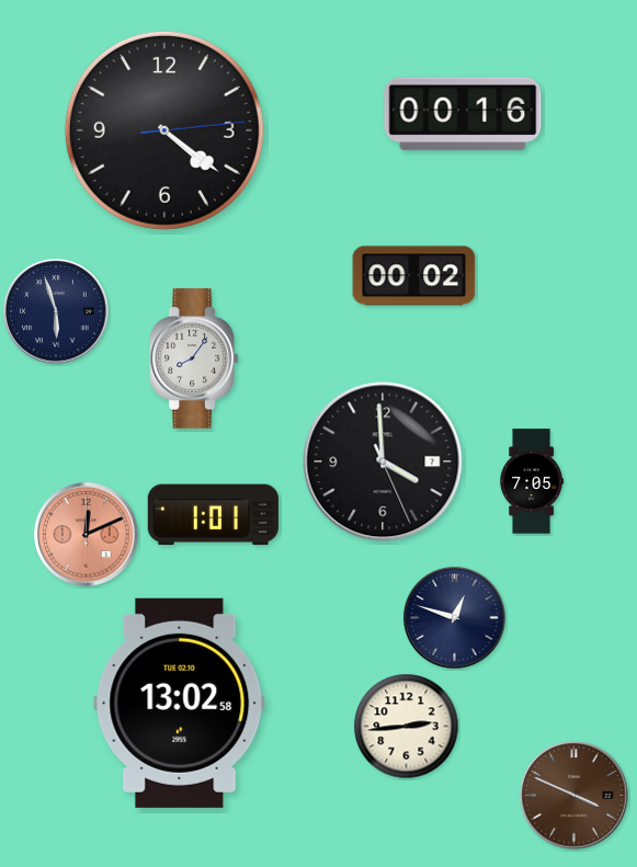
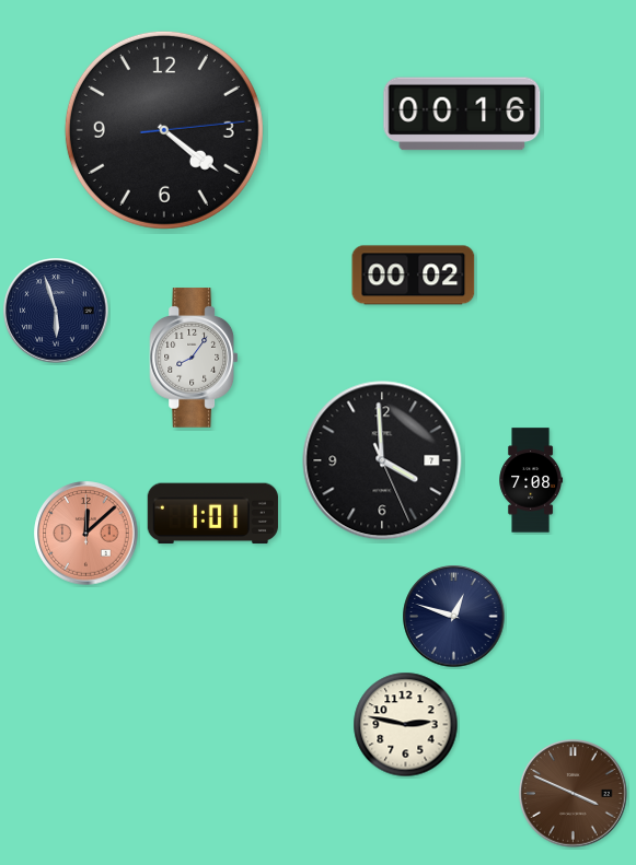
clock at (532, 481): 7:05 -> 7:08
clock at (87, 535): 12:11 -> 12:08
clock at (180, 703): 13:02 -> none
clock at (407, 727): 2:44 -> 2:47
